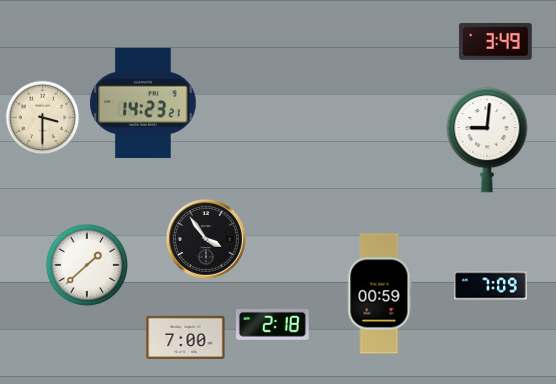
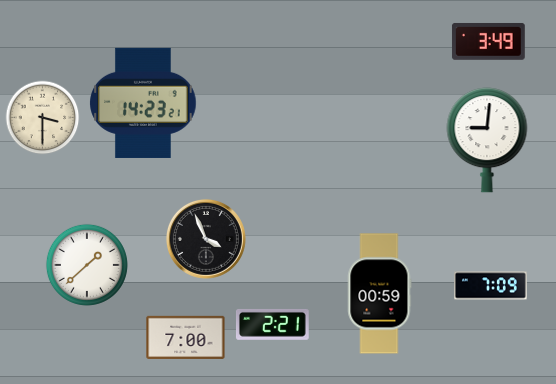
clock at (495, 42) position: (495, 42) -> (488, 42)
clock at (206, 239): 3:54 -> 3:56
clock at (272, 324): 2:18 -> 2:21
